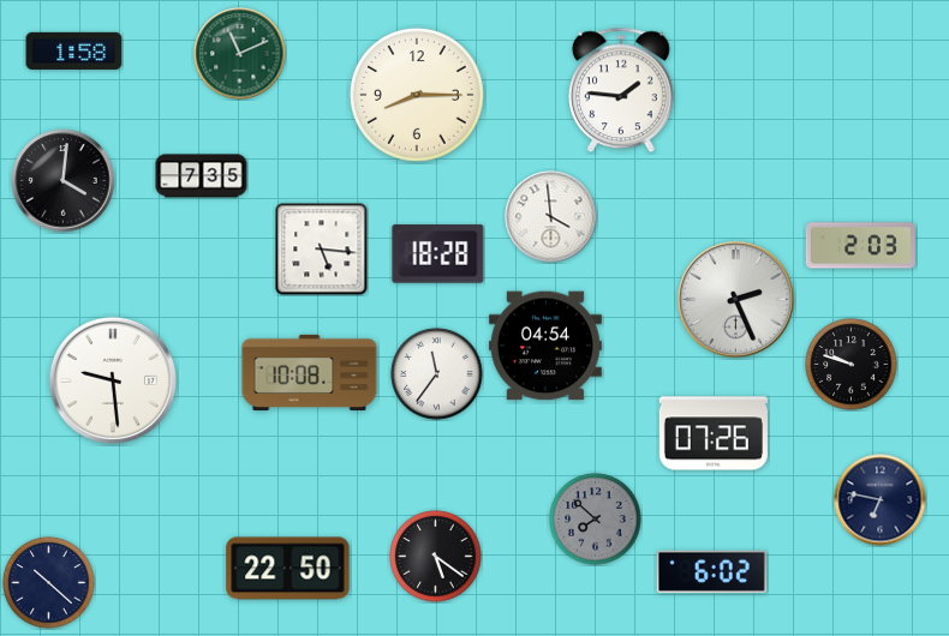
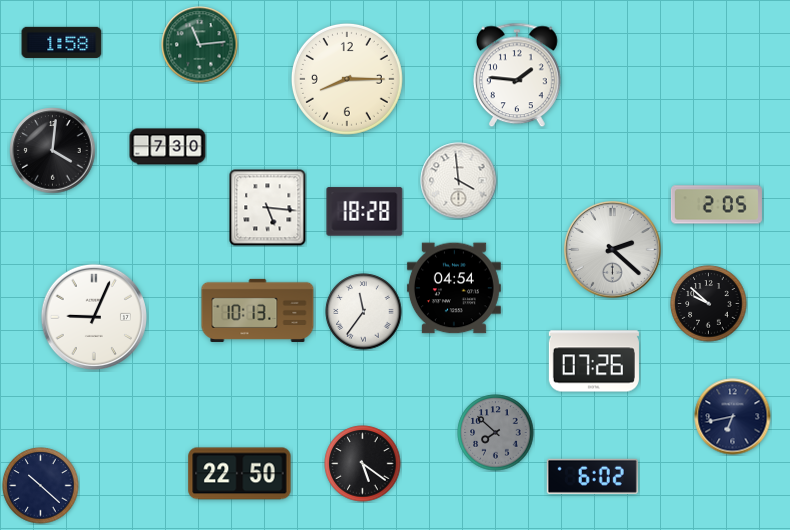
clock at (240, 54): 11:11 -> 11:14
clock at (202, 176): 7:35 -> 7:30
clock at (860, 246): 2:03 -> 2:05
clock at (735, 299): 2:26 -> 2:22
clock at (852, 365): 9:48 -> 9:52
clock at (310, 372): 10:08 -> 10:13
clock at (113, 380): 9:29 -> 9:04
clock at (881, 500): 6:47 -> 6:43
